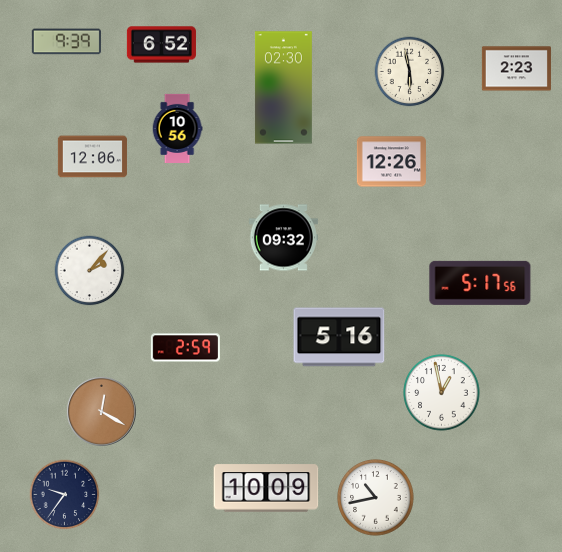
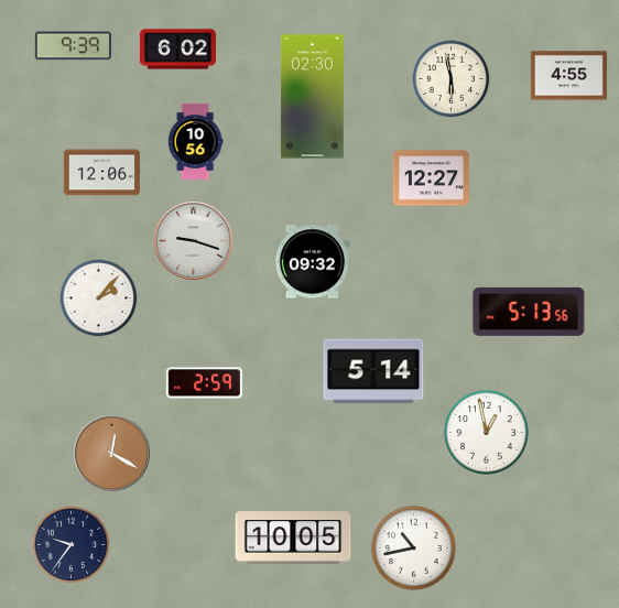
clock at (161, 45): 6:52 -> 6:02
clock at (516, 69): 2:23 -> 4:55
clock at (391, 162): 12:26 -> 12:27
clock at (194, 241): none -> 9:18
clock at (480, 283): 5:17 -> 5:13
clock at (339, 337): 5:16 -> 5:14
clock at (266, 488): 10:09 -> 10:05
